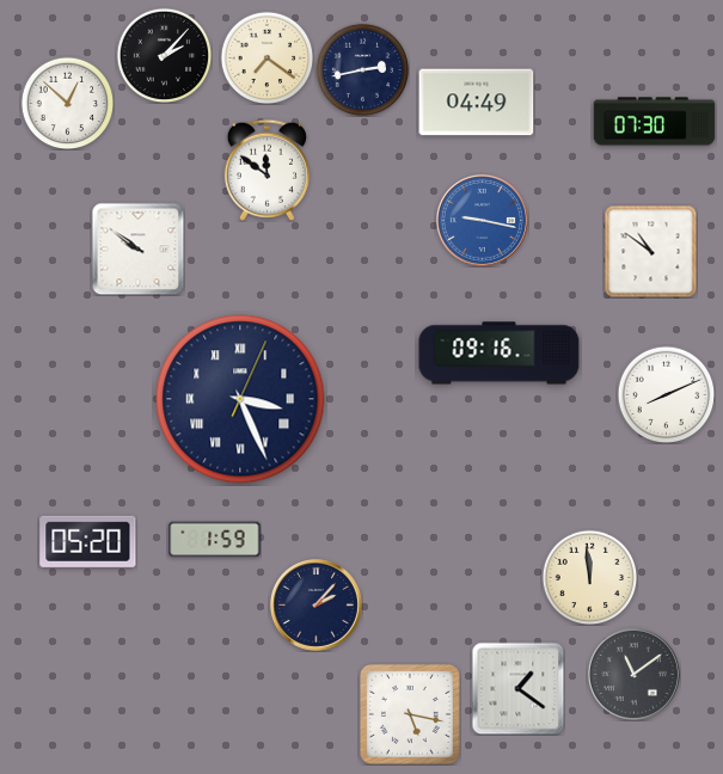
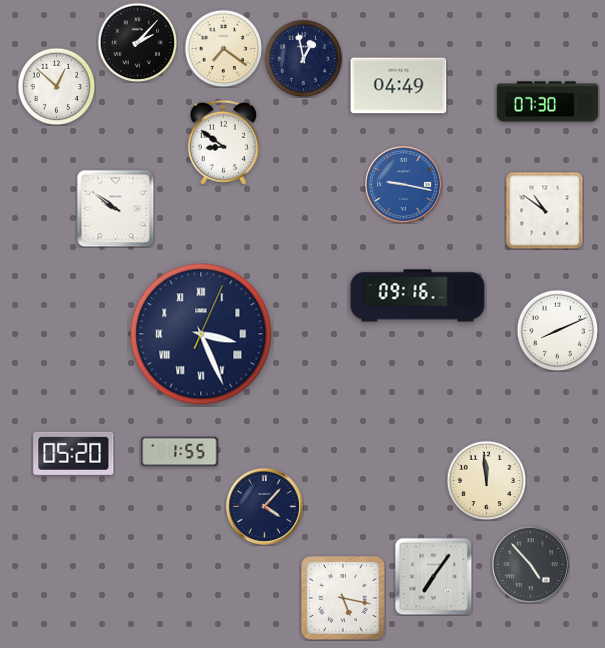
clock at (164, 55) position: (164, 55) -> (137, 42)
clock at (362, 69): 2:43 -> 12:58
clock at (266, 170): 11:51 -> 8:51
clock at (215, 540): 1:59 -> 1:55
clock at (589, 577) position: (589, 577) -> (486, 480)
clock at (315, 604): 2:07 -> 4:07
clock at (633, 674): 11:09 -> 4:53
clock at (517, 688): 1:21 -> 7:06
